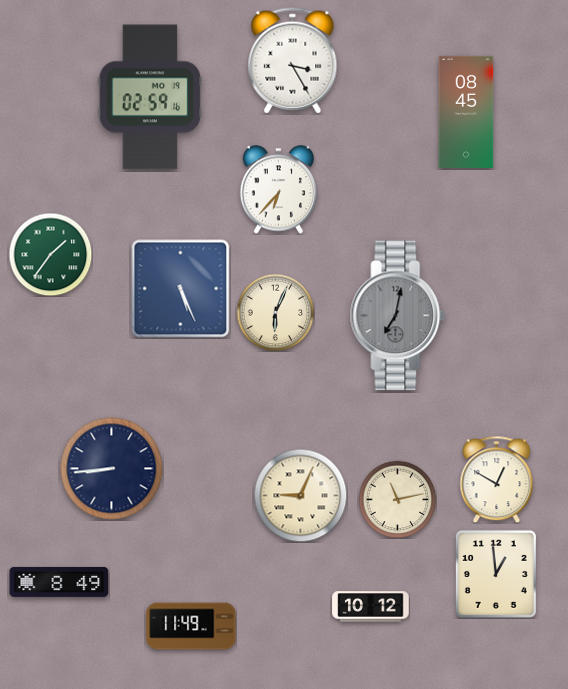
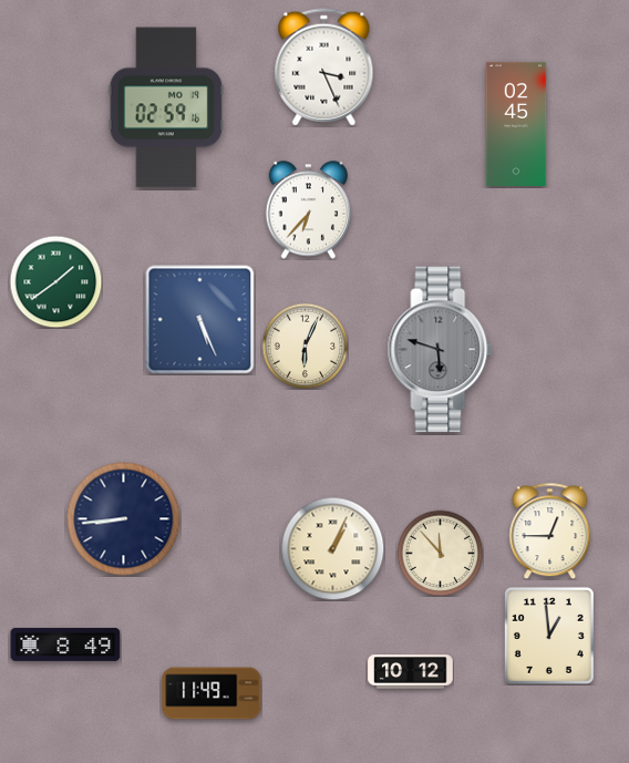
clock at (293, 61): 3:25 -> 3:26
clock at (466, 112): 08:45 -> 02:45
clock at (50, 254): 1:36 -> 1:39
clock at (398, 316): 7:02 -> 5:48
clock at (497, 479): 12:50 -> 12:45
clock at (300, 495): 9:04 -> 1:04
clock at (397, 499): 11:13 -> 11:53
